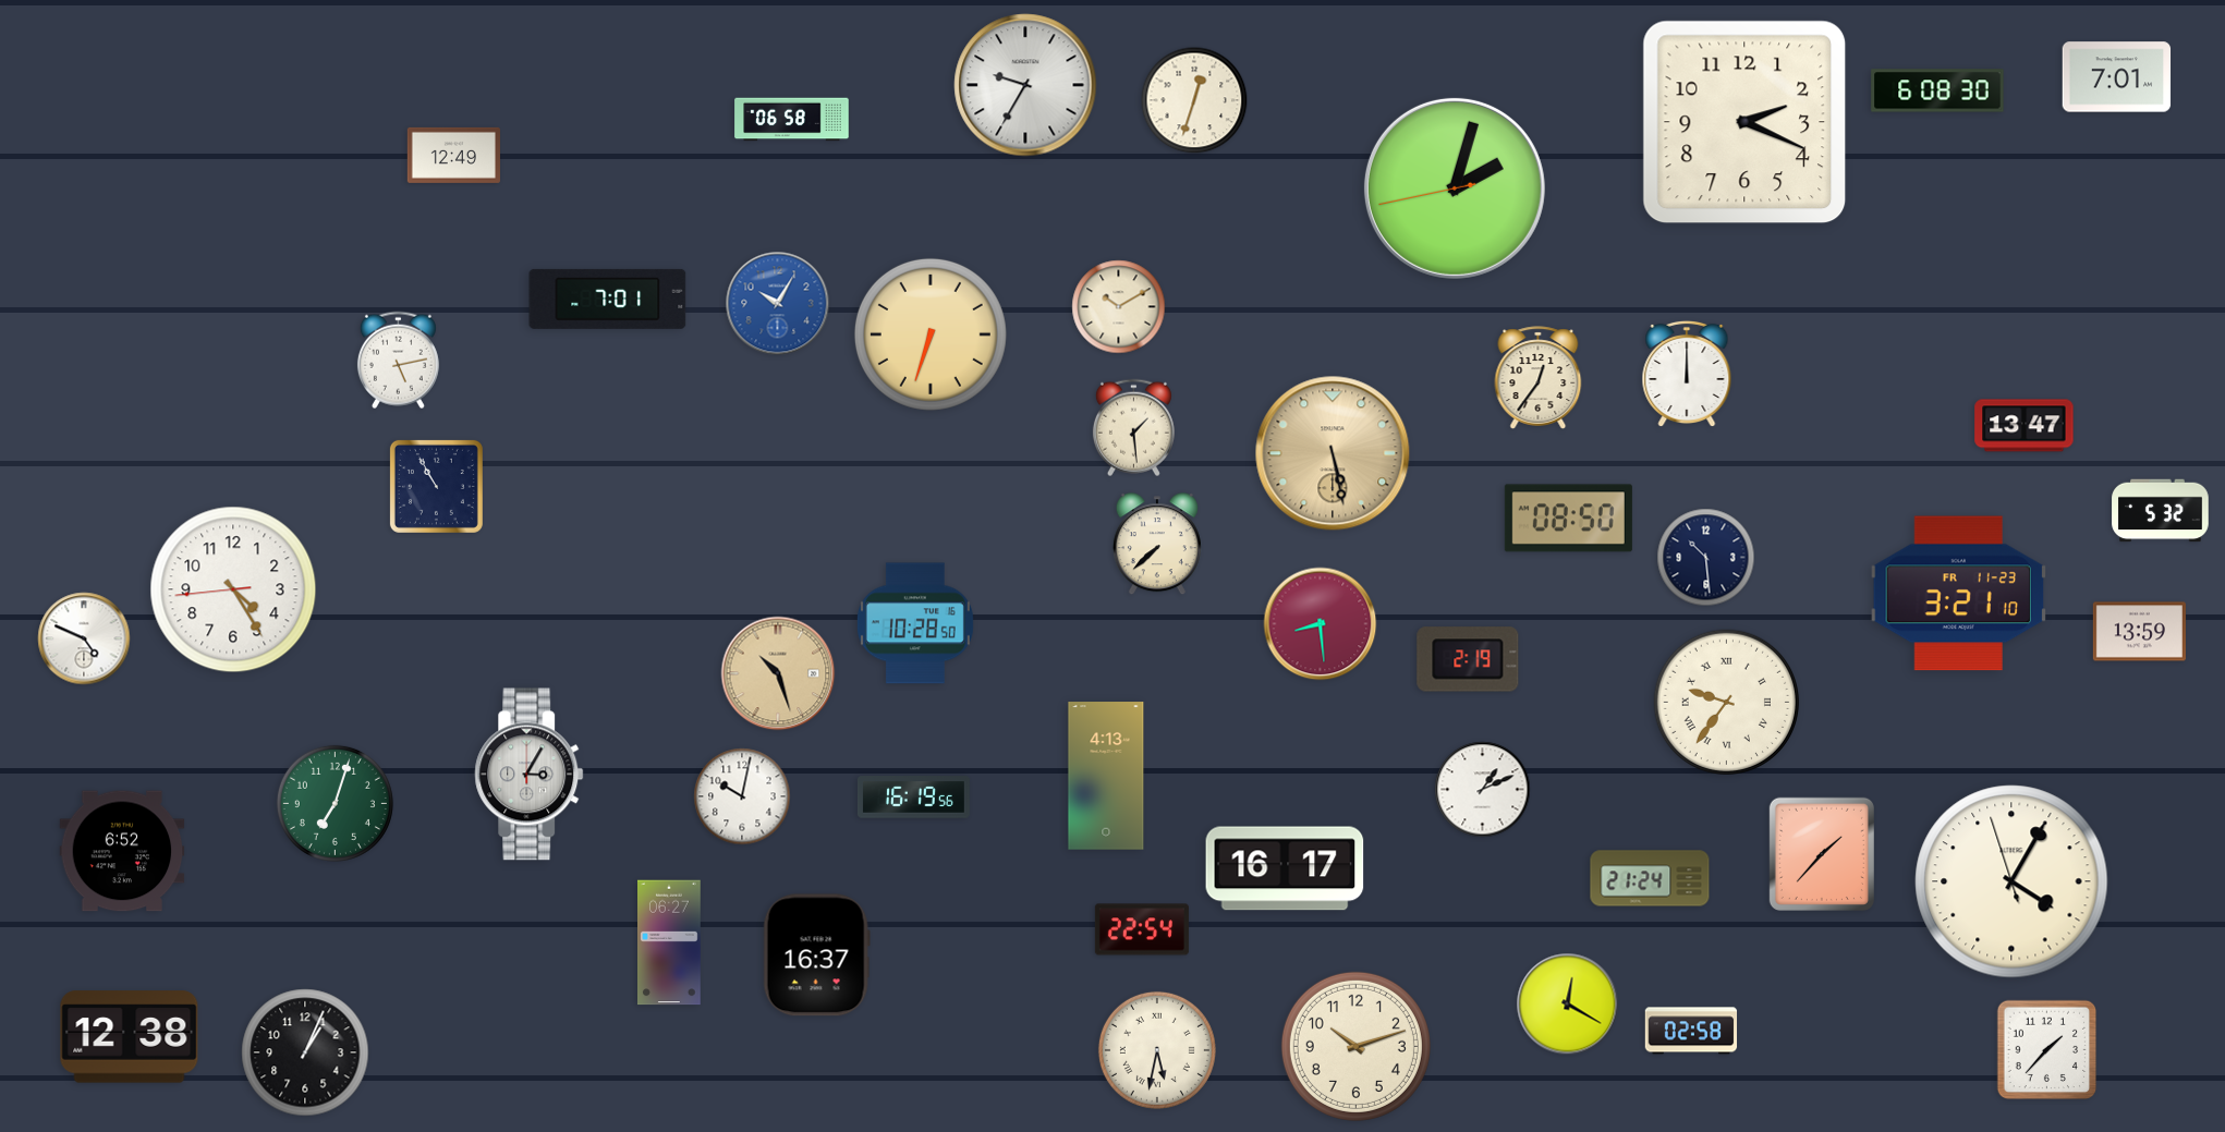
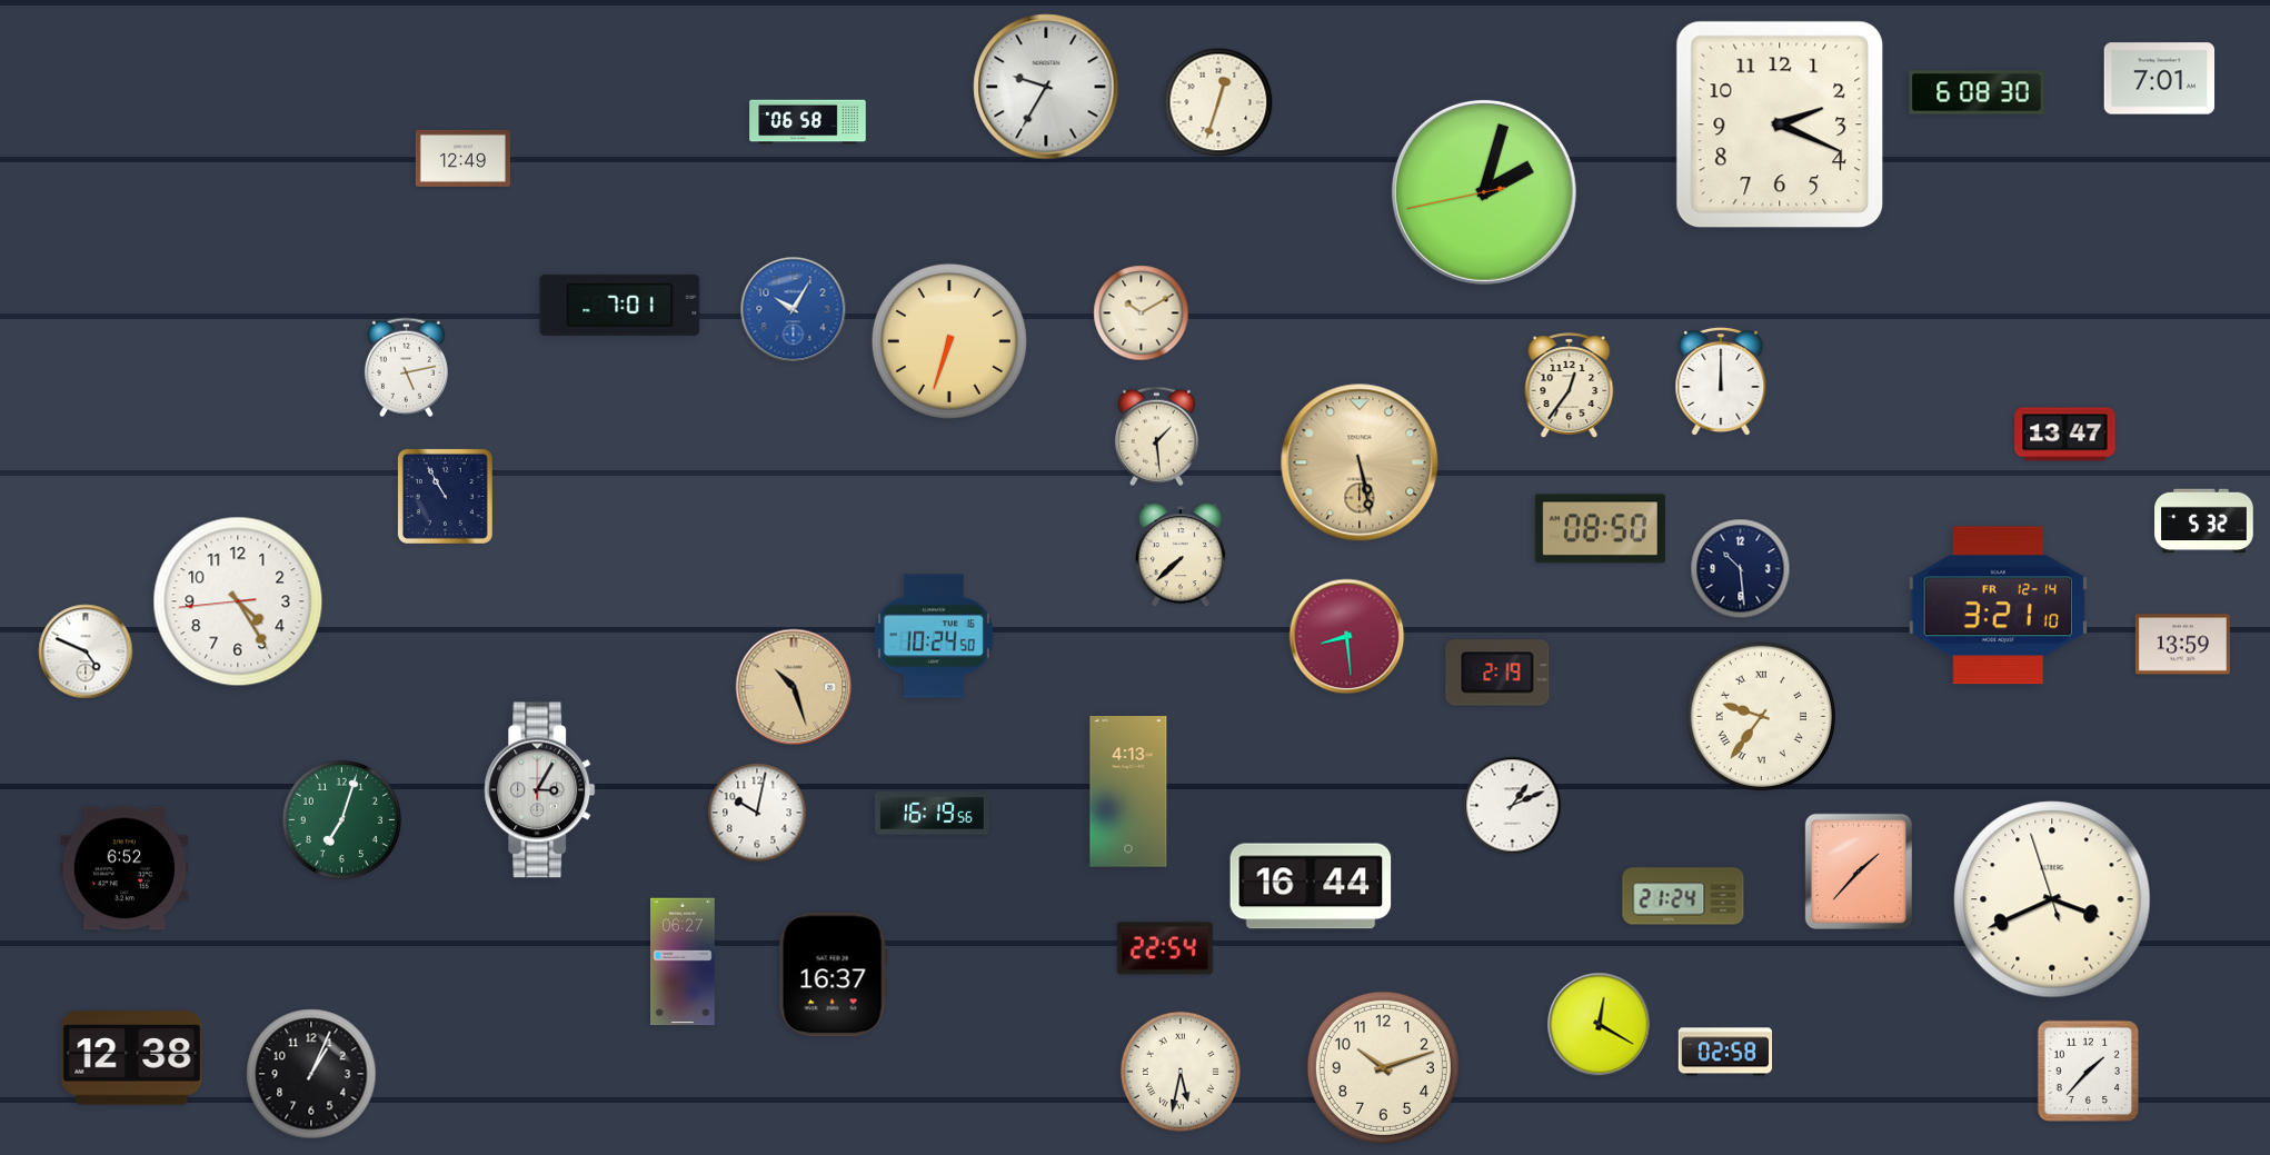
clock at (1959, 594) date: FR 11-23 -> FR 12-14
clock at (915, 623): 10:28 -> 10:24
clock at (1285, 868): 16:17 -> 16:44
clock at (2011, 881): 4:04 -> 3:40
